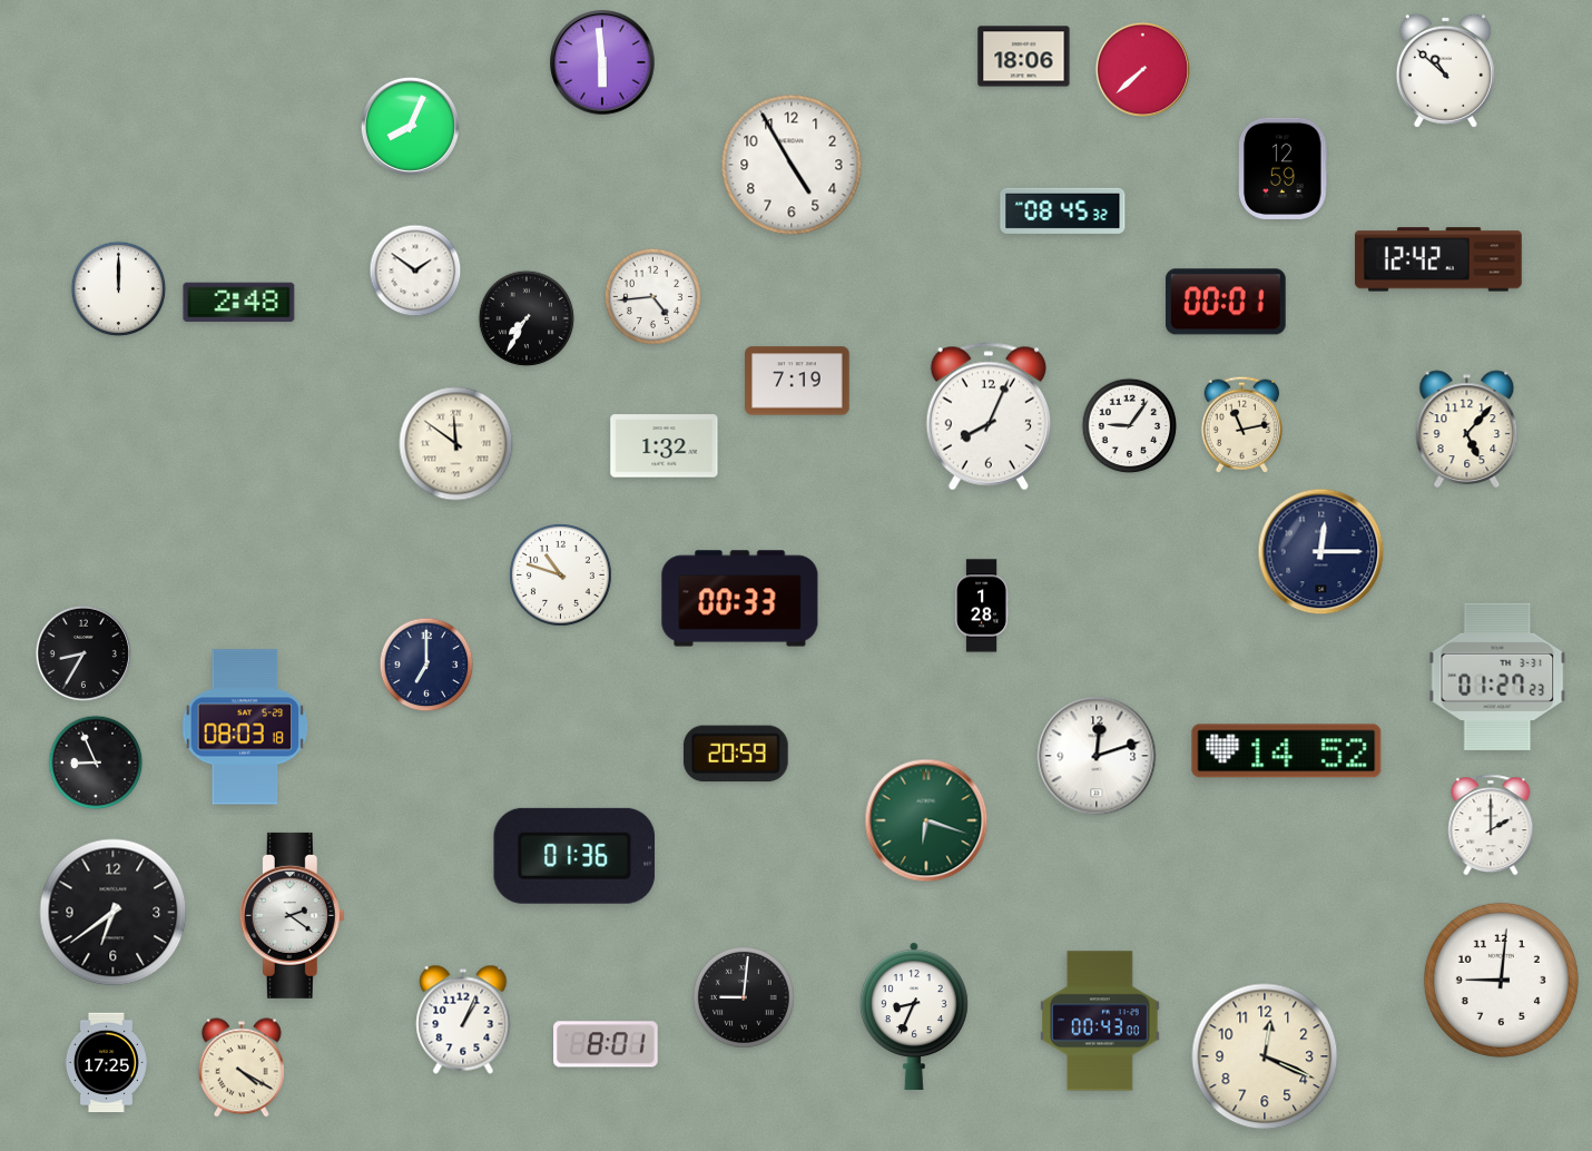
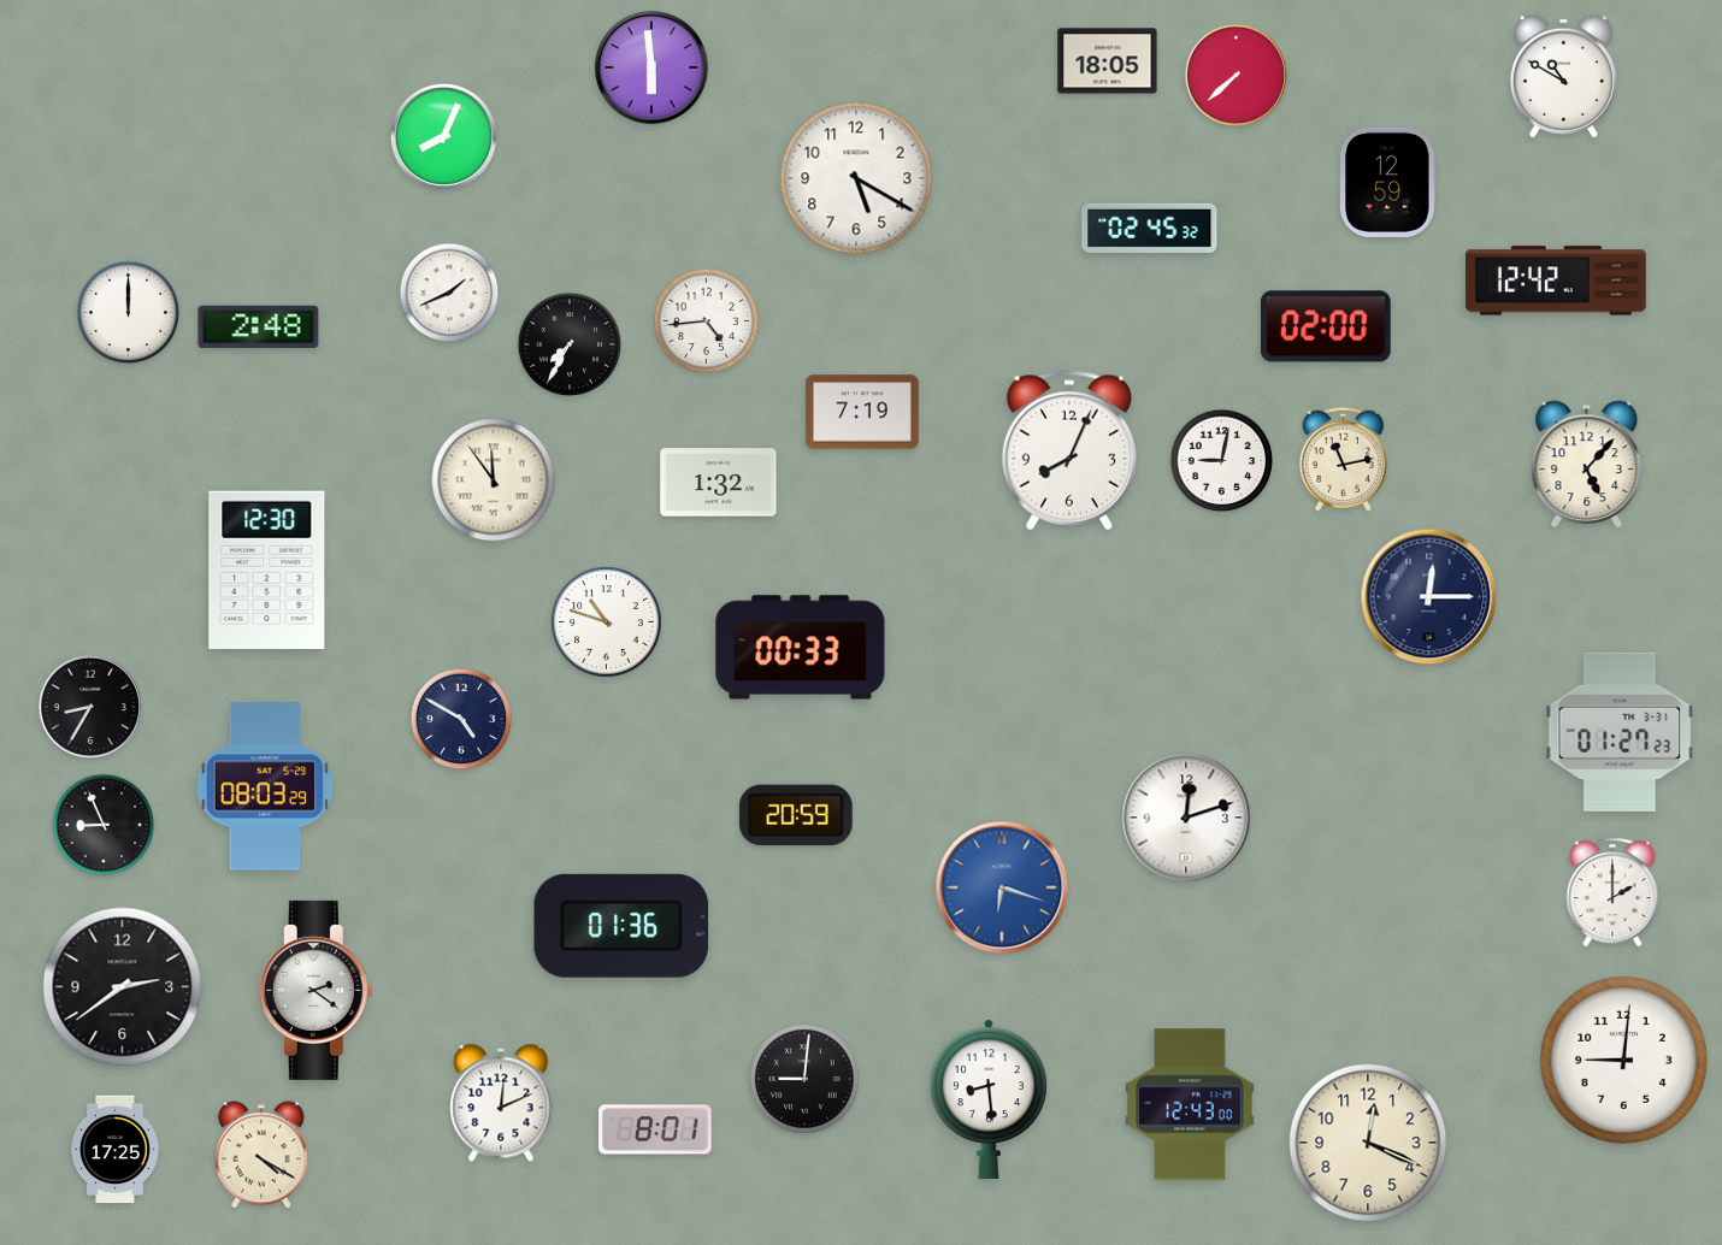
clock at (1024, 57): 18:06 -> 18:05
clock at (1445, 70): 10:52 -> 10:50
clock at (792, 165): 4:55 -> 5:20
clock at (1063, 210): 08:45 -> 02:45
clock at (415, 270): 1:51 -> 1:41
clock at (1226, 302): 00:01 -> 02:00
clock at (1130, 426): 9:06 -> 9:02
clock at (456, 444): 11:51 -> 11:54
clock at (267, 570): none -> 12:30
clock at (982, 606): 1:28 -> none
clock at (426, 665): 7:00 -> 4:50
clock at (245, 727): 08:03:18 -> 08:03:29
clock at (1287, 751): 14:52 -> none
clock at (926, 820) dial: green -> blue
clock at (114, 913): 6:39 -> 2:39
clock at (914, 1015): 8:34 -> 8:29
clock at (463, 1020): 1:04 -> 12:11
clock at (1100, 1021): 00:43 -> 12:43
